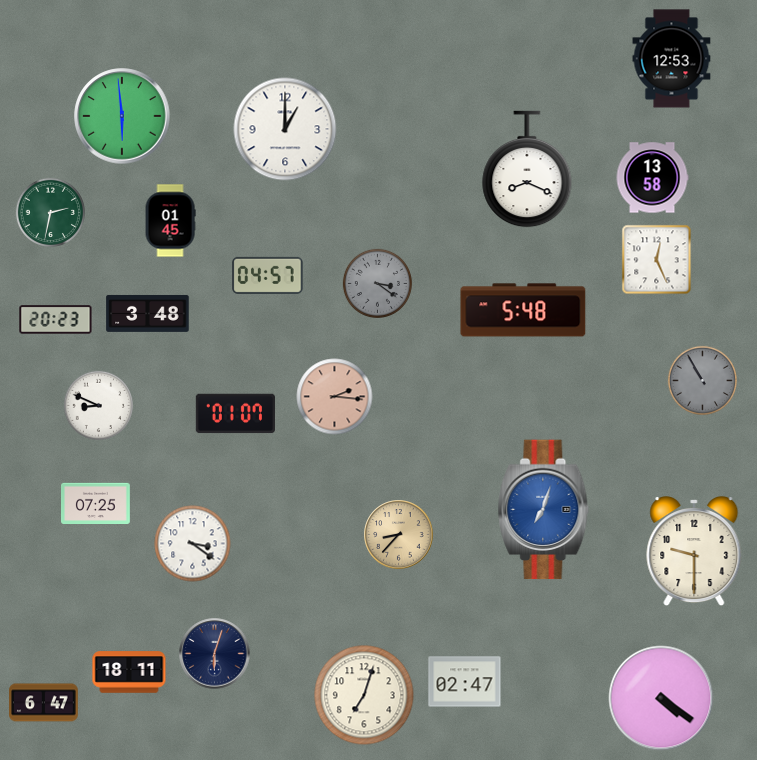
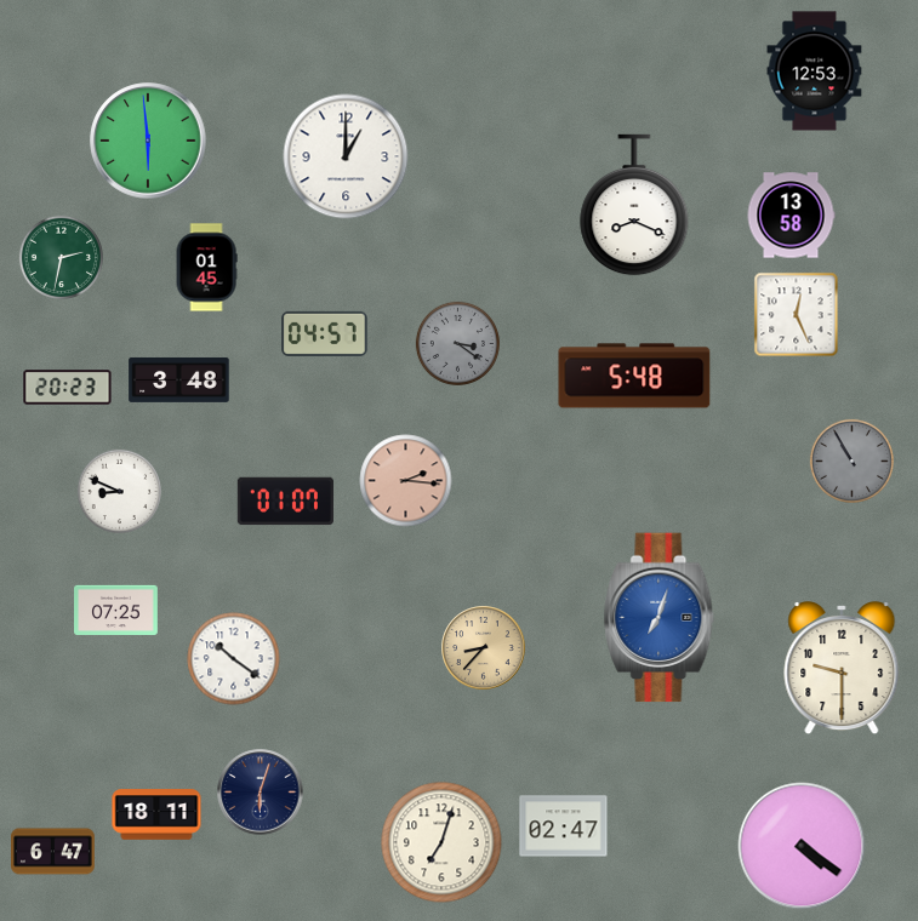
clock at (527, 169) position: (527, 169) -> (634, 205)
clock at (193, 544): 3:21 -> 10:21
